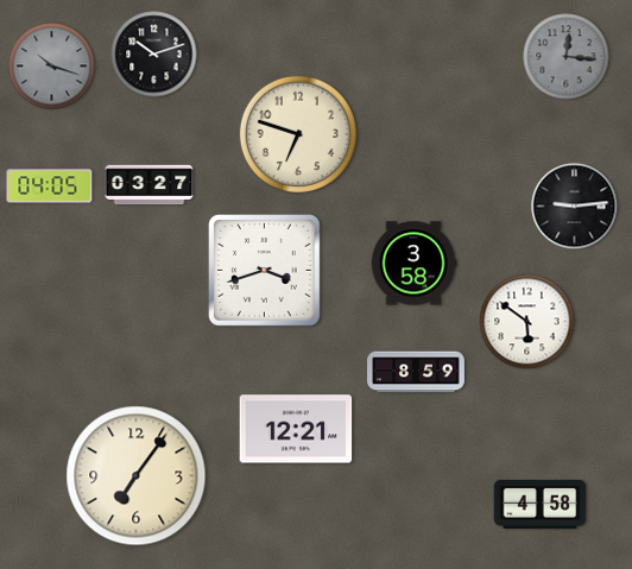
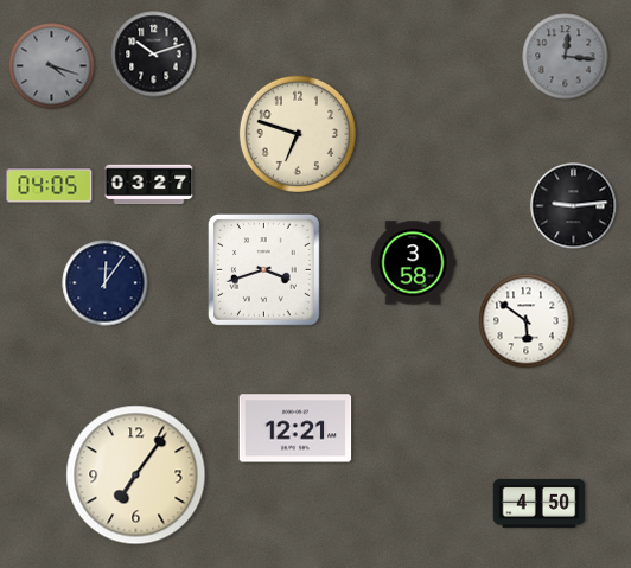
clock at (52, 67): 10:18 -> 4:18
clock at (106, 283): none -> 12:06
clock at (416, 372): 8:59 -> none
clock at (541, 504): 4:58 -> 4:50
